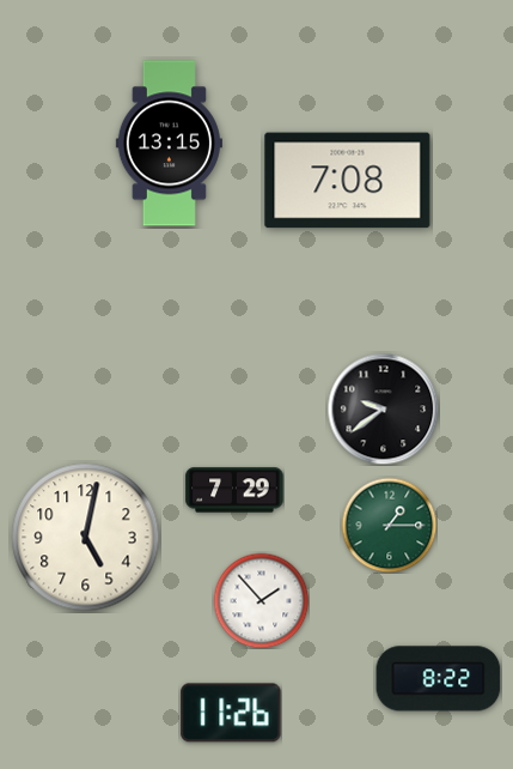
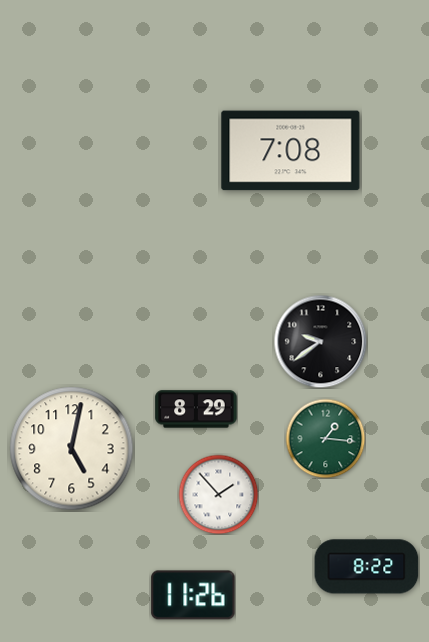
clock at (169, 144): 13:15 -> none
clock at (234, 490): 7:29 -> 8:29
clock at (389, 525): 1:15 -> 1:16
clock at (261, 600) position: (261, 600) -> (218, 494)
